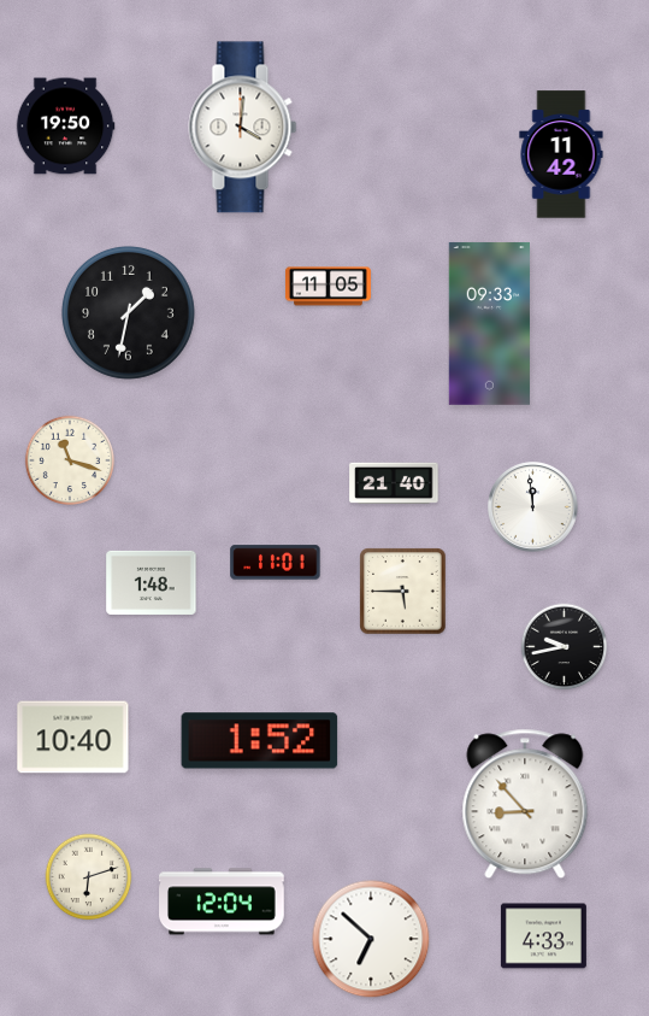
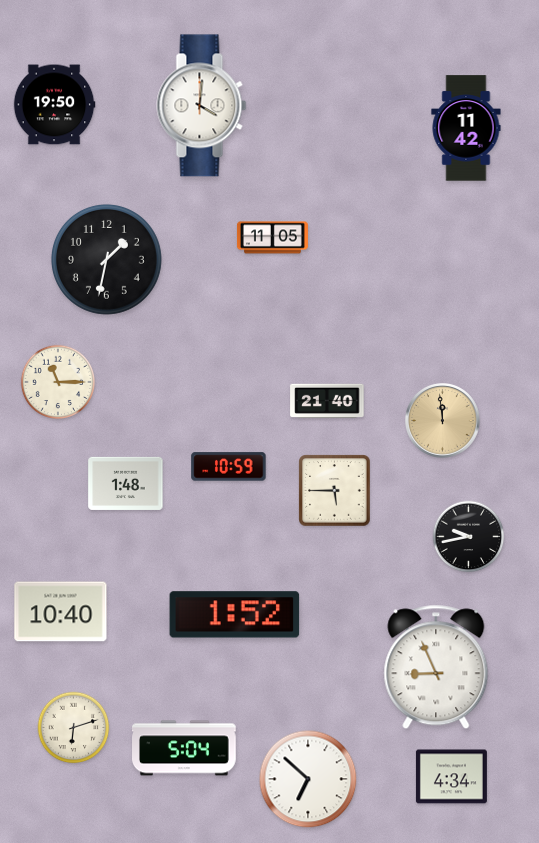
clock at (489, 323): 09:33 -> none
clock at (70, 460): 11:18 -> 11:15
clock at (533, 507) dial: white -> champagne
clock at (276, 563): 11:01 -> 10:59
clock at (260, 741) position: (260, 741) -> (235, 615)
clock at (525, 804): 8:53 -> 8:56
clock at (223, 902): 12:04 -> 5:04
clock at (543, 936): 4:33 -> 4:34
